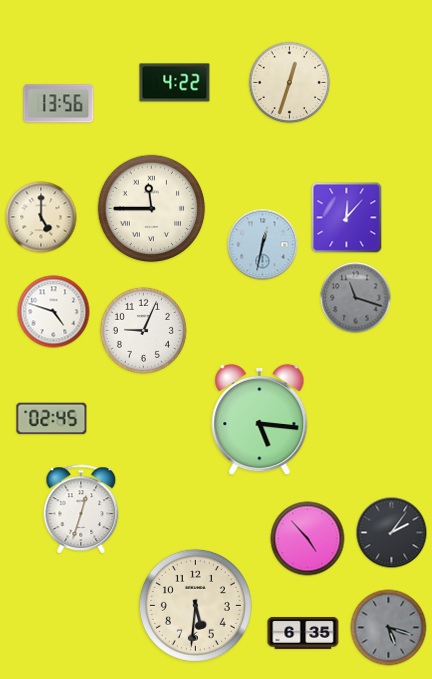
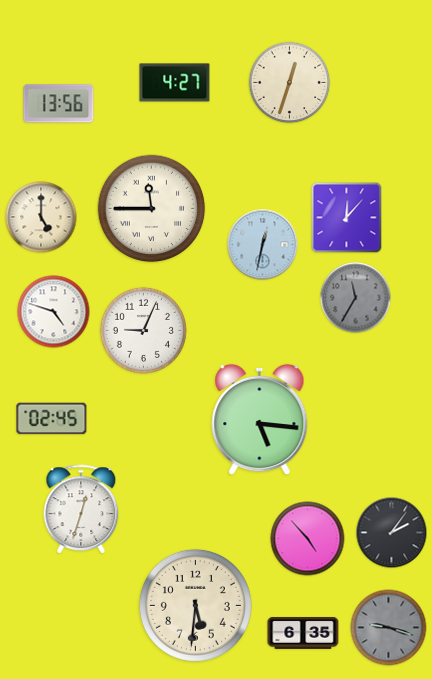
clock at (175, 83): 4:22 -> 4:27
clock at (356, 298): 11:18 -> 11:35
clock at (389, 628): 5:18 -> 9:18
